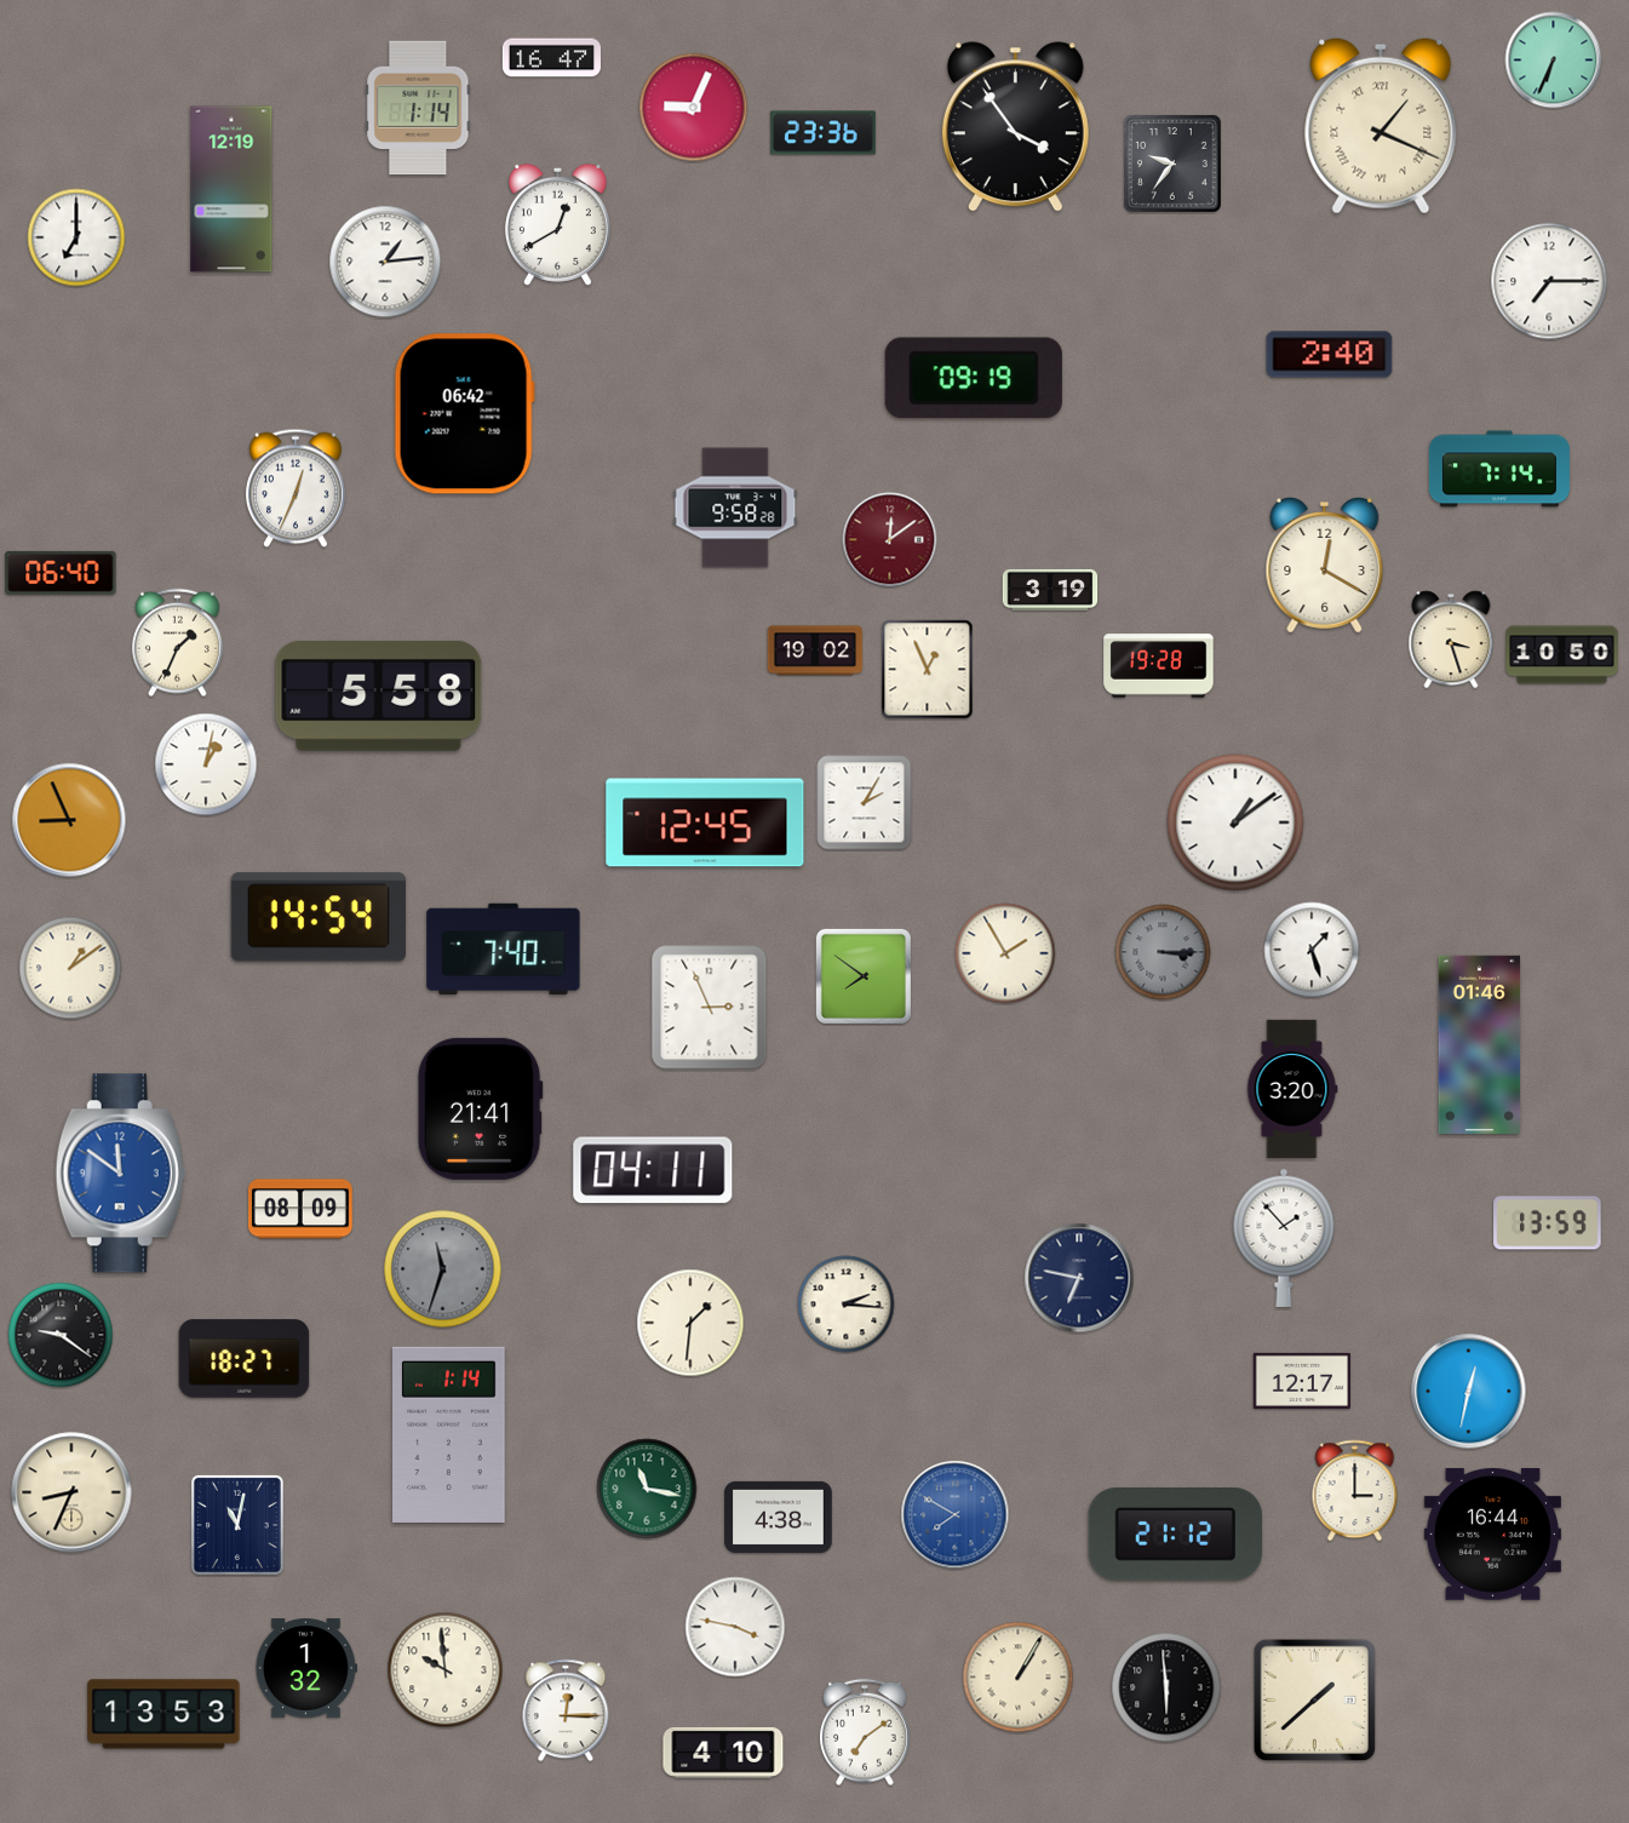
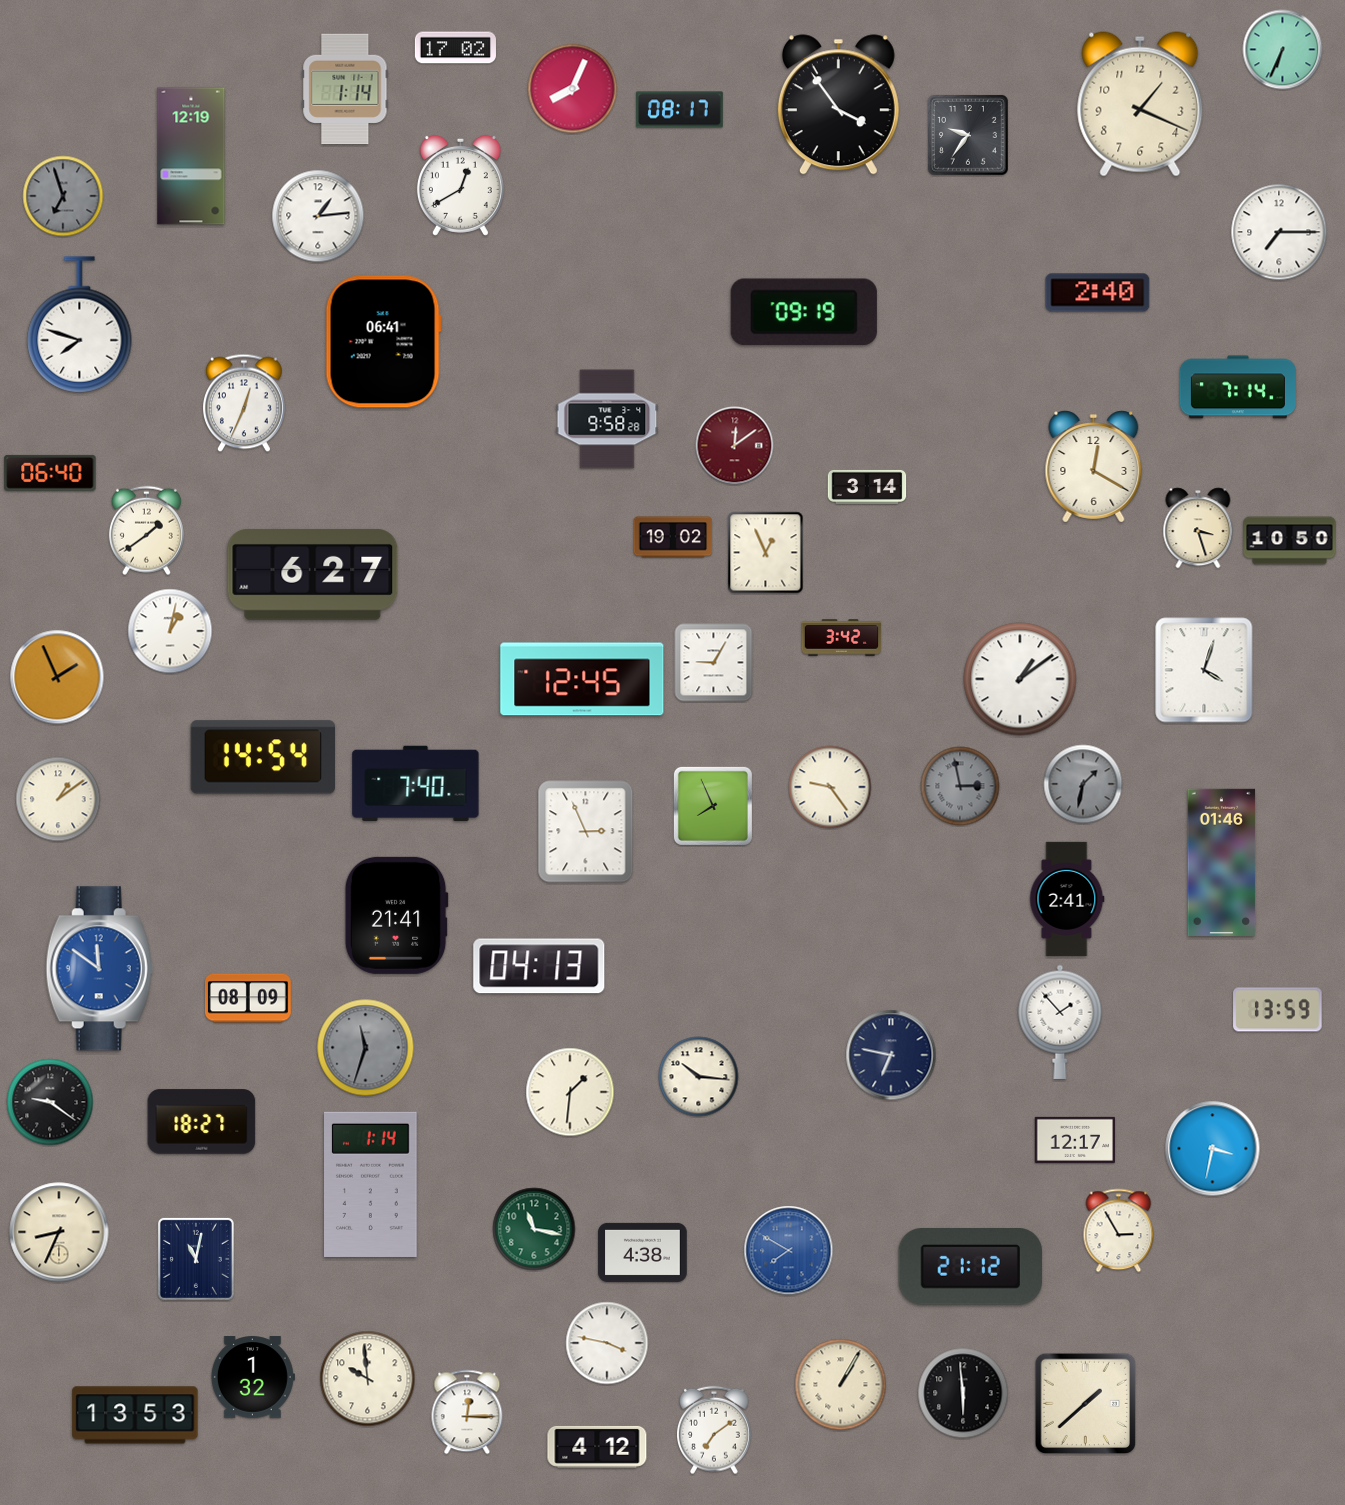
clock at (551, 58): 16:47 -> 17:02
clock at (694, 108): 9:04 -> 8:04
clock at (1381, 126) numerals: Roman -> Arabic
clock at (824, 133): 23:36 -> 08:17
clock at (76, 237): 7:00 -> 6:57
clock at (76, 237) dial: white -> grey
clock at (80, 325): none -> 7:48
clock at (464, 414): 06:42 -> 06:41
clock at (1050, 590): 3:19 -> 3:14
clock at (177, 643): 1:34 -> 1:39
clock at (1159, 666): 19:28 -> none
clock at (379, 695): 5:58 -> 6:27
clock at (842, 638): none -> 3:42
clock at (865, 803): 2:05 -> 9:05
clock at (1204, 670): none -> 4:03
clock at (69, 820): 8:56 -> 1:56
clock at (1312, 950): 1:27 -> 1:32
clock at (1312, 950) dial: white -> grey
clock at (1163, 952): 3:15 -> 2:58
clock at (1005, 953): 1:55 -> 9:24
clock at (864, 976): 7:51 -> 7:56
clock at (1292, 1089): 3:20 -> 2:41
clock at (653, 1170): 04:11 -> 04:13
clock at (847, 1305): 2:16 -> 10:16
clock at (1469, 1392): 12:32 -> 3:32
clock at (1355, 1491): 3:00 -> 2:55
clock at (1492, 1535): 16:44 -> none
clock at (723, 1753): 4:10 -> 4:12
